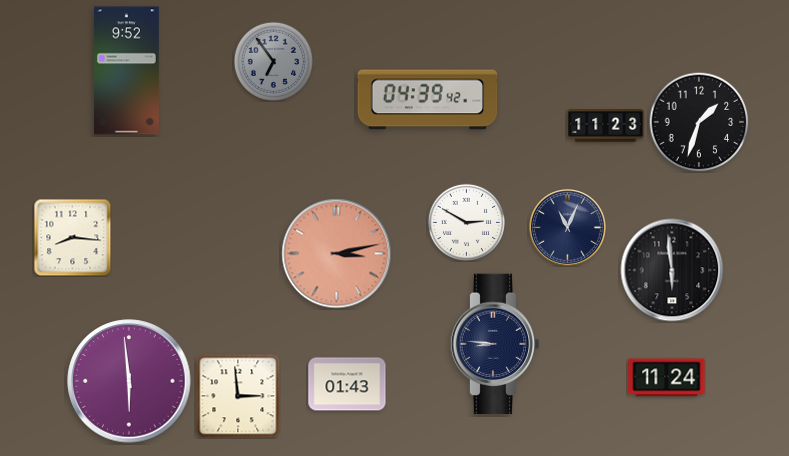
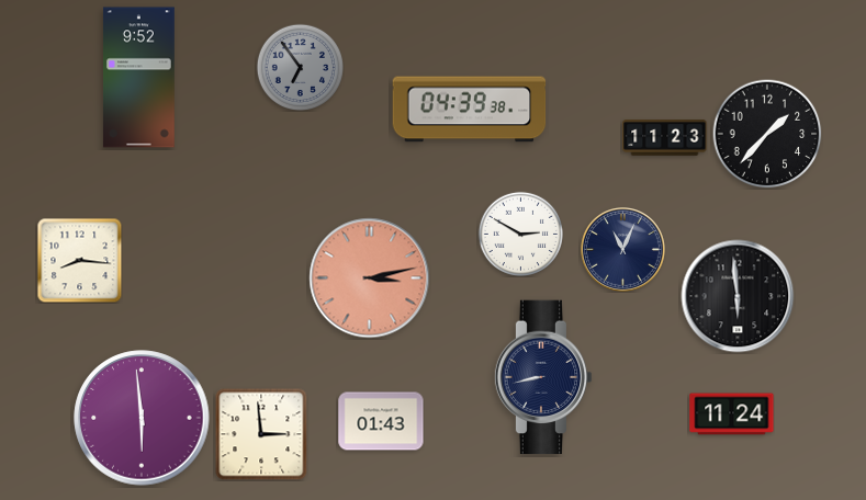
clock at (428, 100): 04:39:42 -> 04:39:38
clock at (699, 122): 1:33 -> 1:37
clock at (466, 222) position: (466, 222) -> (520, 234)
clock at (495, 344): 8:46 -> 8:43
